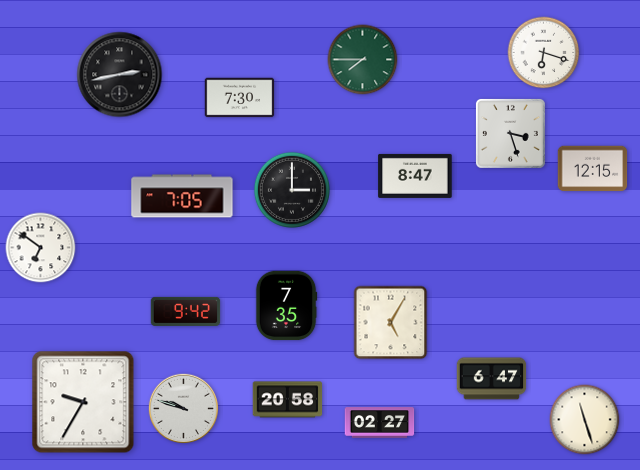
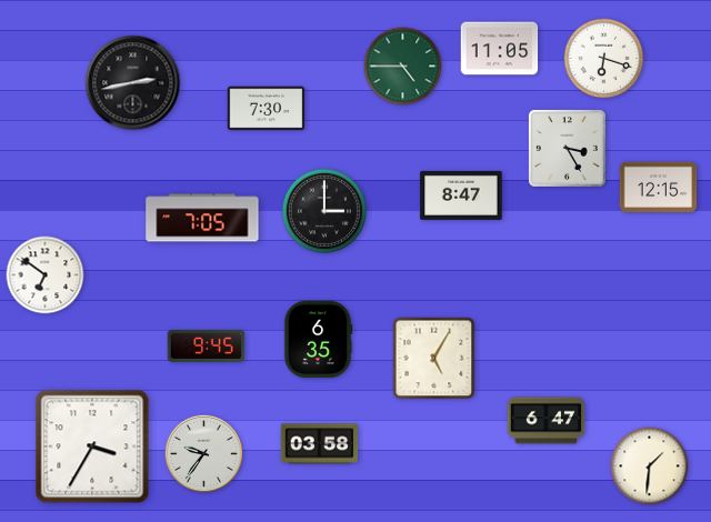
clock at (500, 49): none -> 11:05
clock at (363, 60): 7:45 -> 4:45
clock at (510, 133): 3:27 -> 3:25
clock at (286, 306): 7:35 -> 6:35
clock at (186, 311): 9:42 -> 9:45
clock at (288, 400): 20:58 -> 03:58
clock at (83, 402): 9:35 -> 3:35
clock at (183, 408): 9:48 -> 9:36
clock at (585, 420): 11:27 -> 1:31
clock at (380, 423): 02:27 -> none
